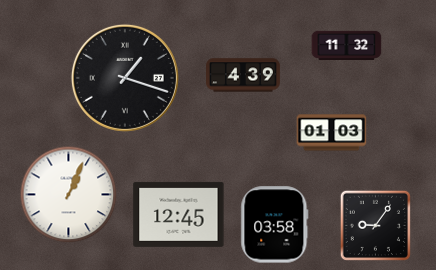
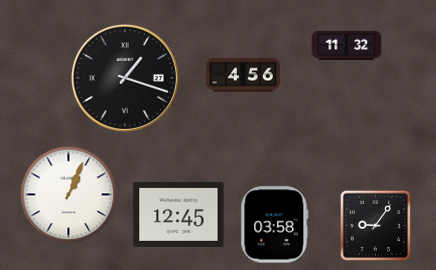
clock at (244, 75): 4:39 -> 4:56
clock at (332, 133): 01:03 -> none
